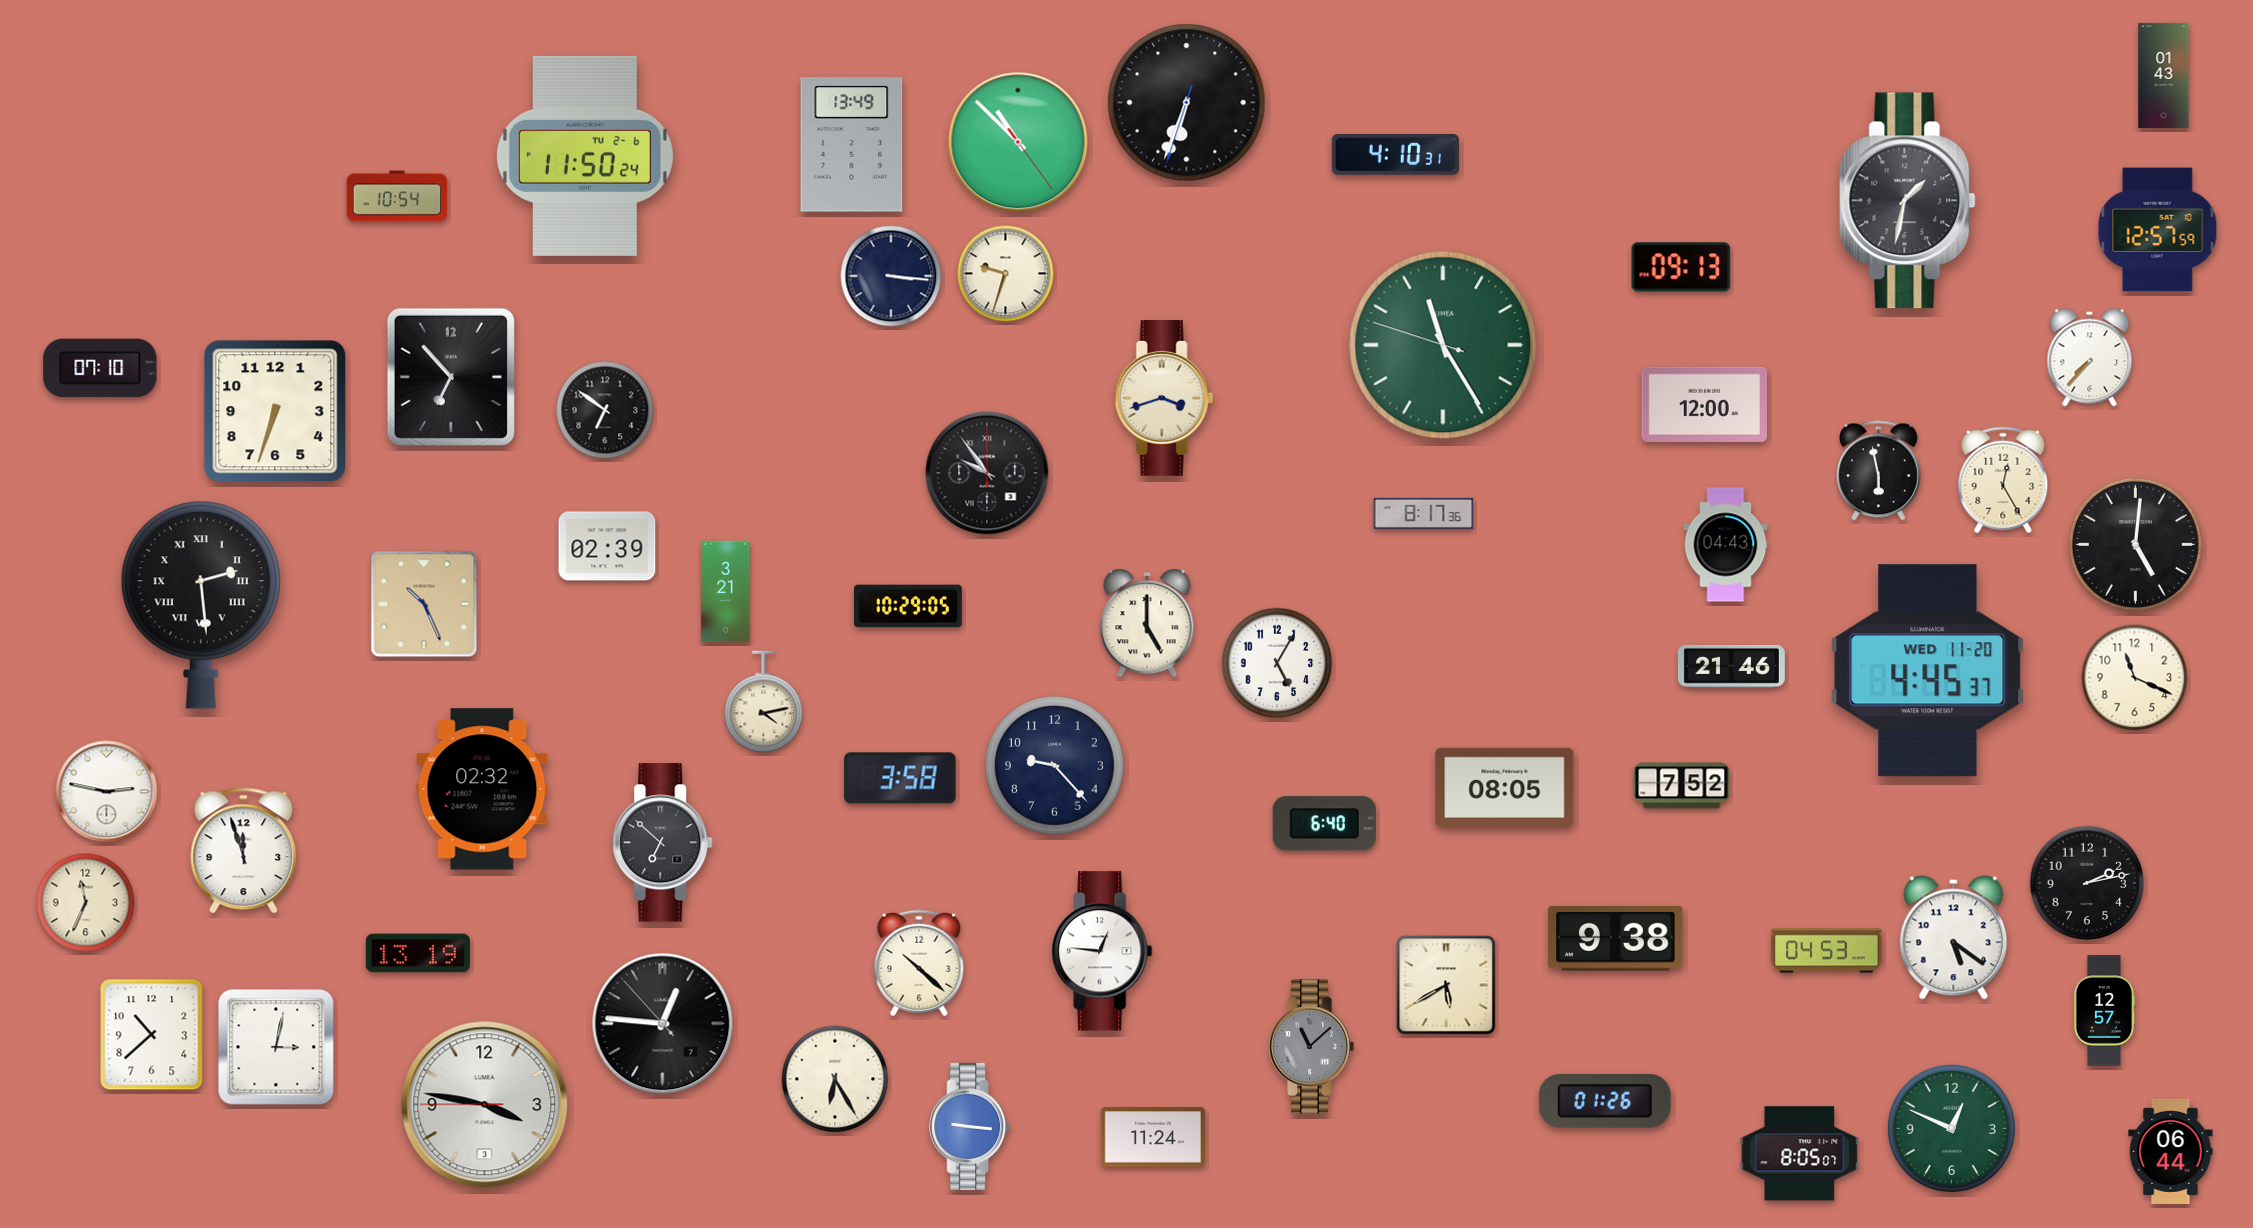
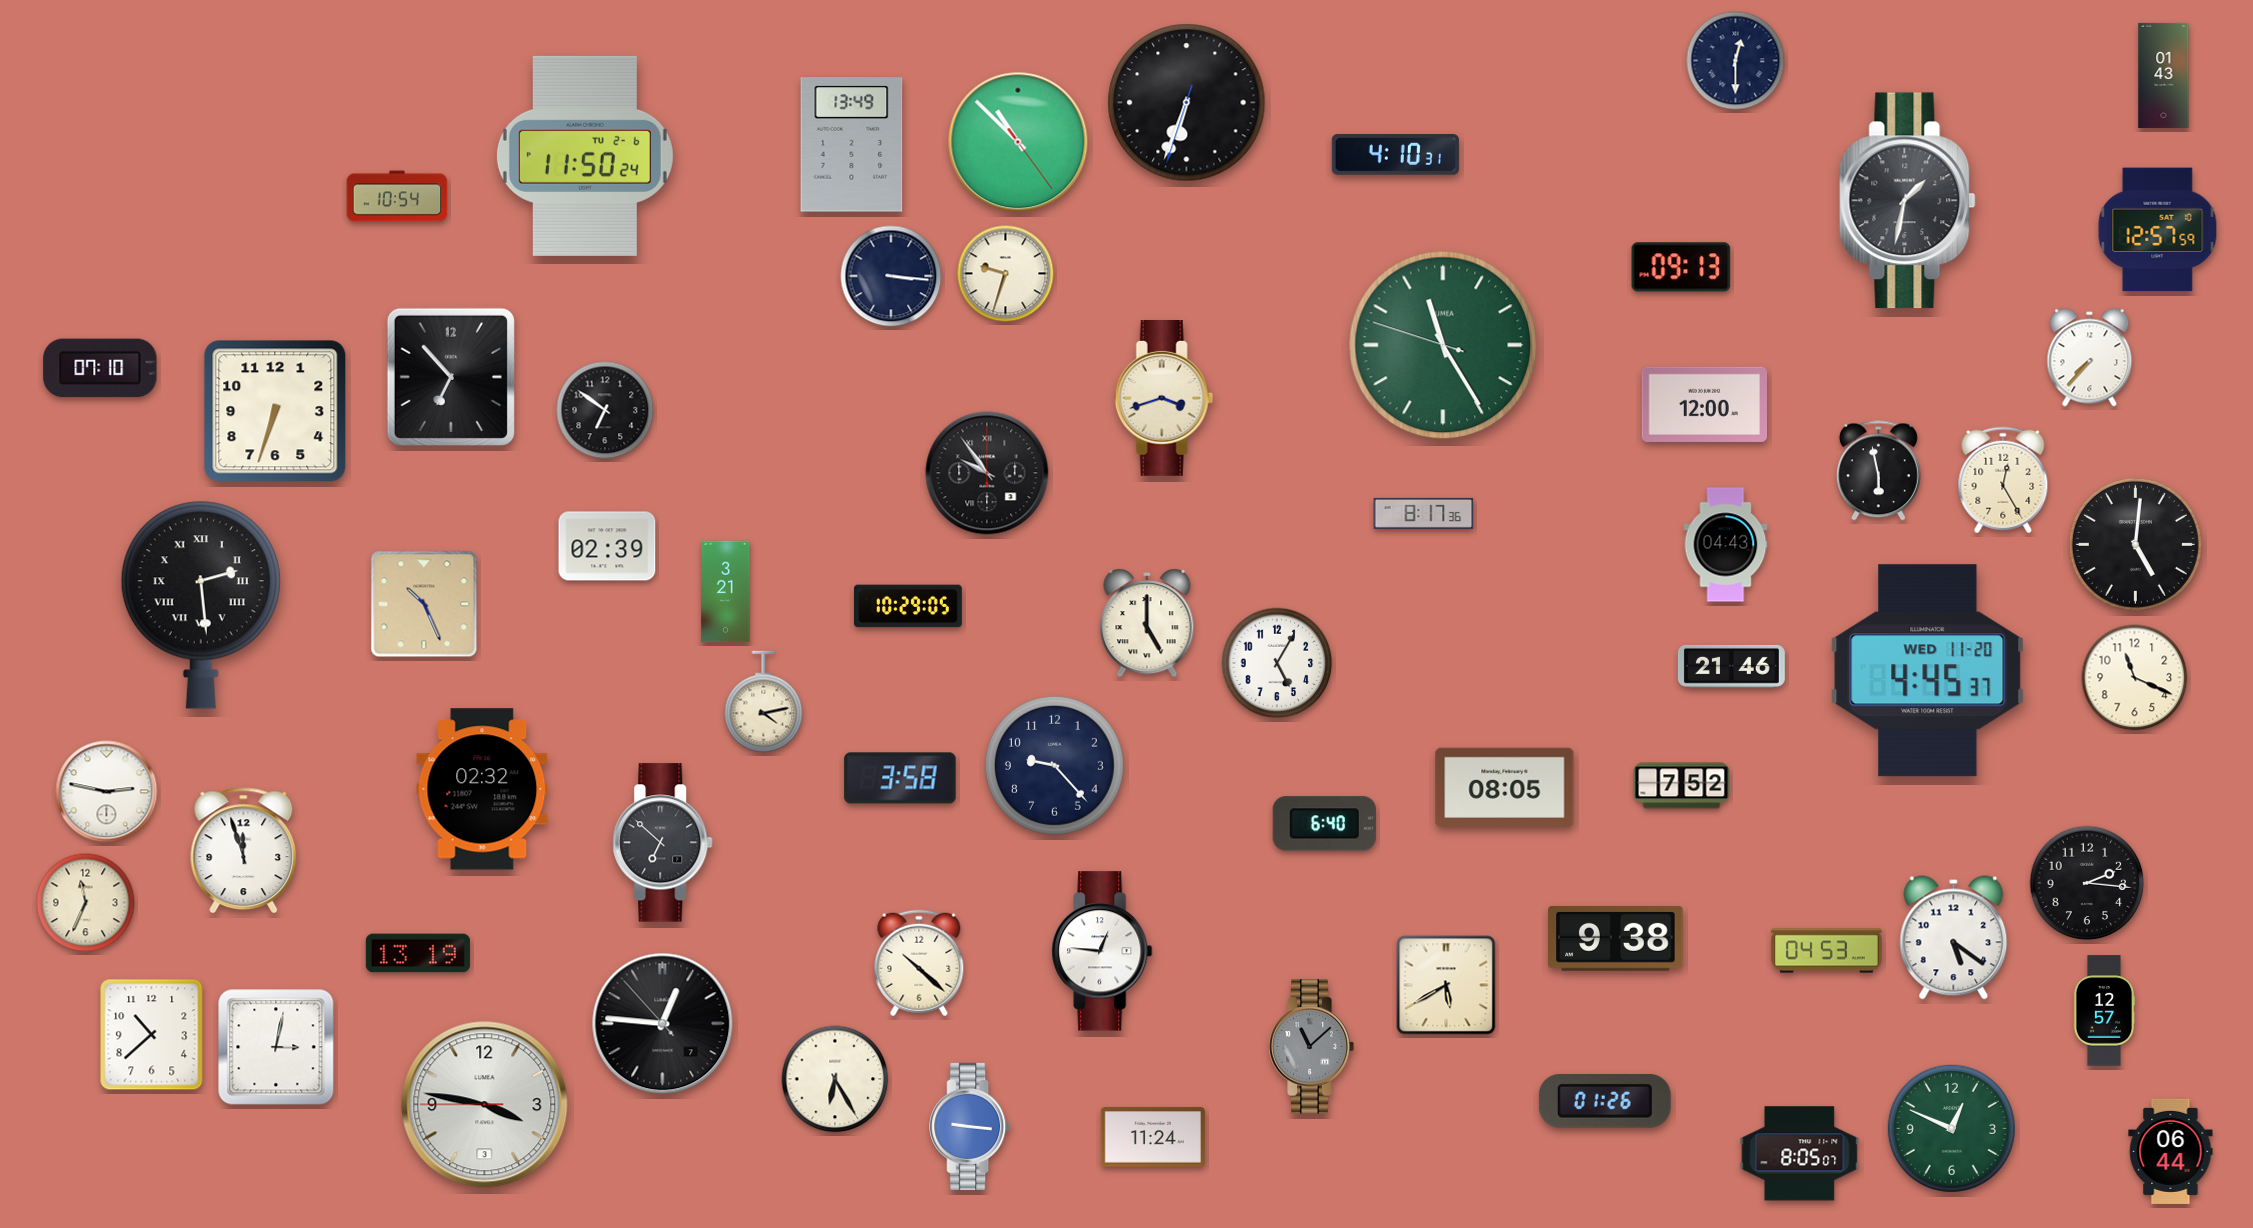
clock at (1736, 61): none -> 12:30
clock at (2087, 883): 2:13 -> 2:16
